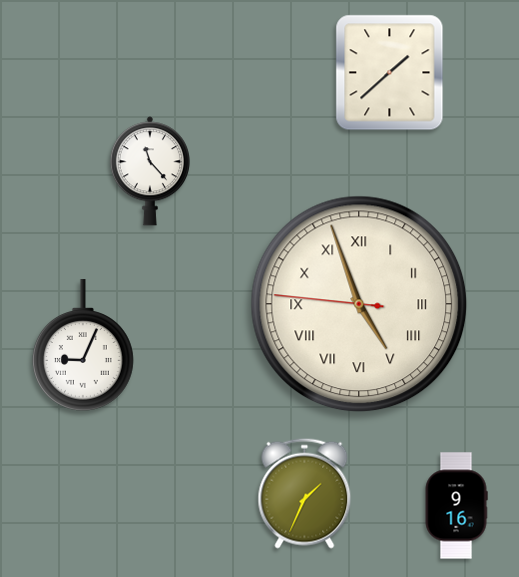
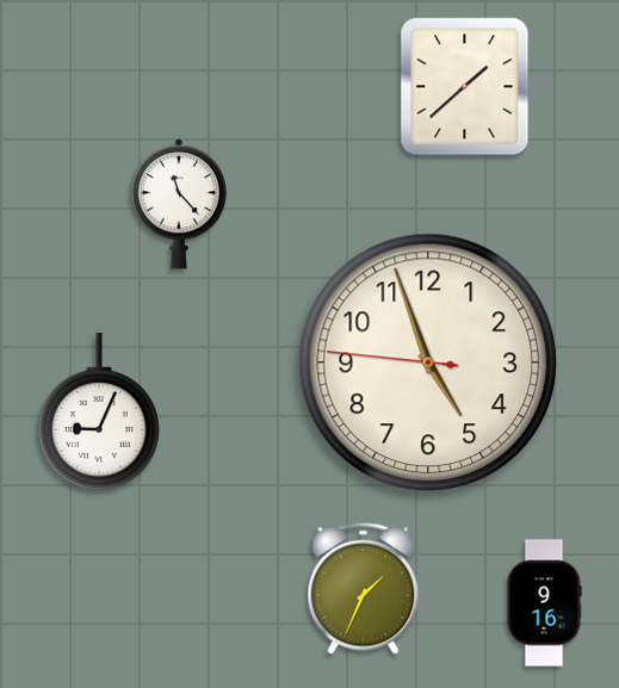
clock at (359, 304) numerals: Roman -> Arabic
